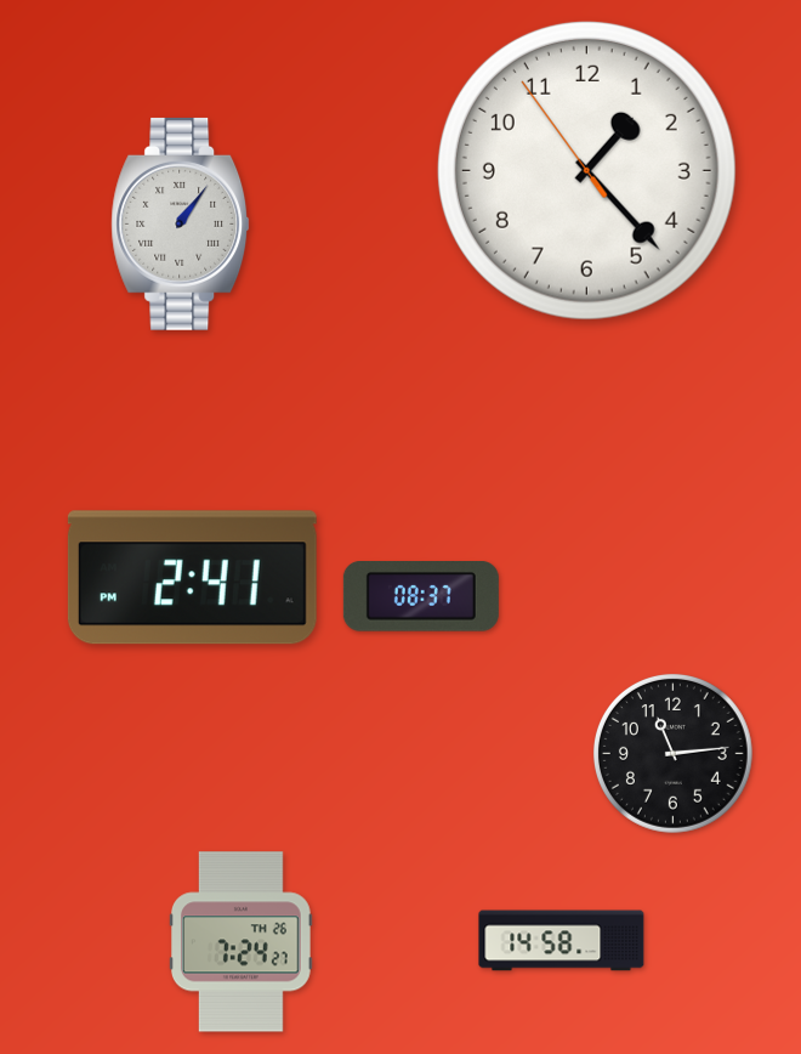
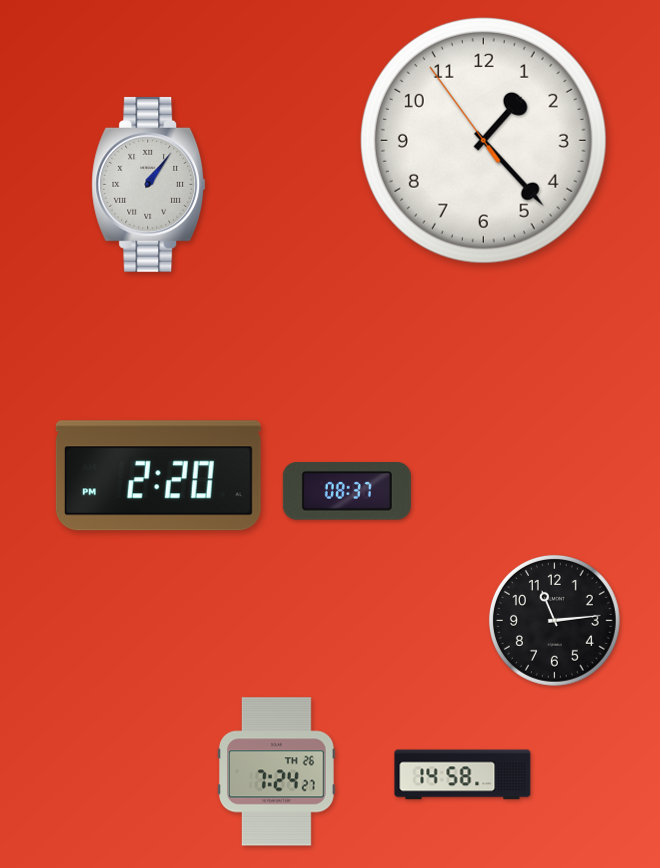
clock at (192, 578): 2:41 -> 2:20
clock at (242, 942) position: (242, 942) -> (277, 772)
